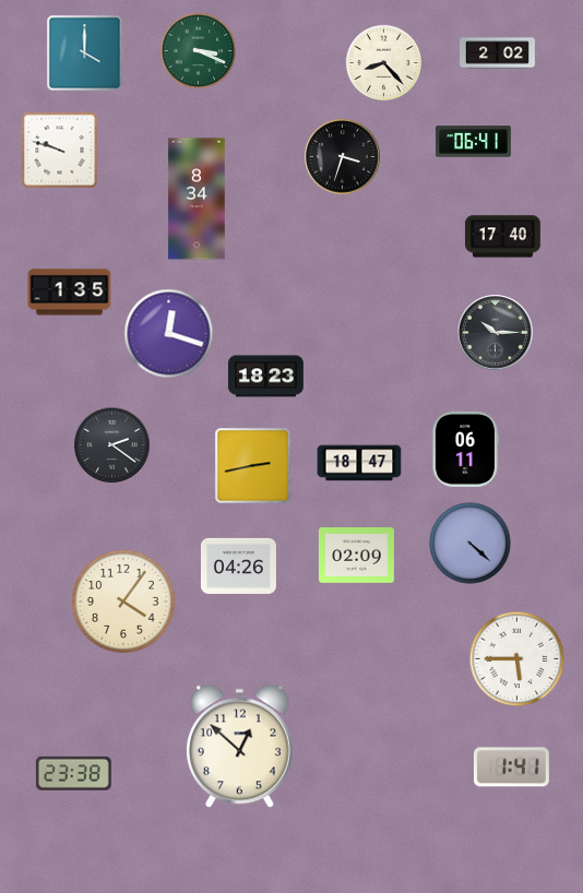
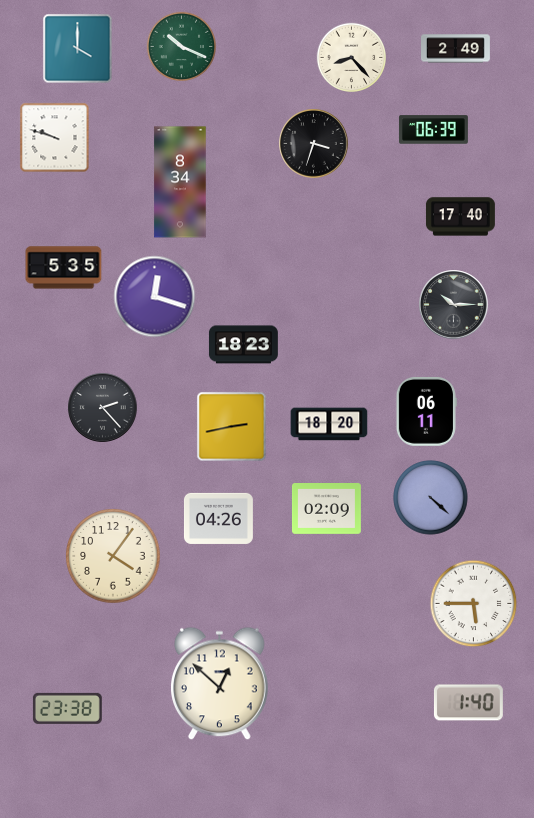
clock at (198, 50): 3:19 -> 10:19
clock at (498, 53): 2:02 -> 2:49
clock at (473, 142): 06:41 -> 06:39
clock at (70, 293): 1:35 -> 5:35
clock at (169, 334) position: (169, 334) -> (155, 297)
clock at (112, 445): 2:21 -> 2:23
clock at (359, 463): 18:47 -> 18:20
clock at (123, 602) position: (123, 602) -> (113, 556)
clock at (511, 767): 1:41 -> 1:40
